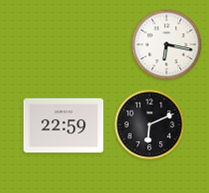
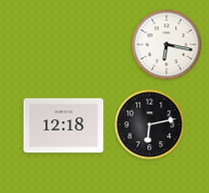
clock at (150, 125): 6:11 -> 6:13
clock at (64, 126): 22:59 -> 12:18
